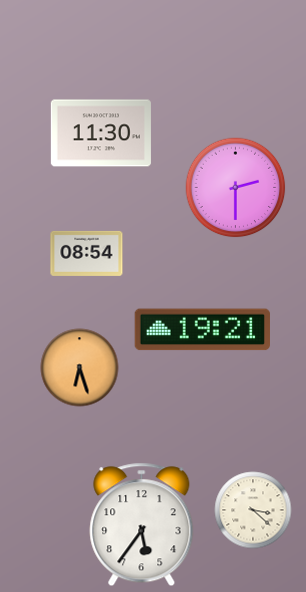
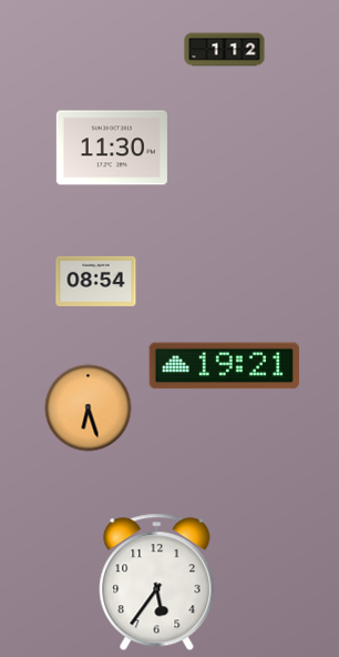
clock at (225, 50): none -> 1:12
clock at (236, 188): 2:30 -> none
clock at (253, 510): 3:22 -> none
